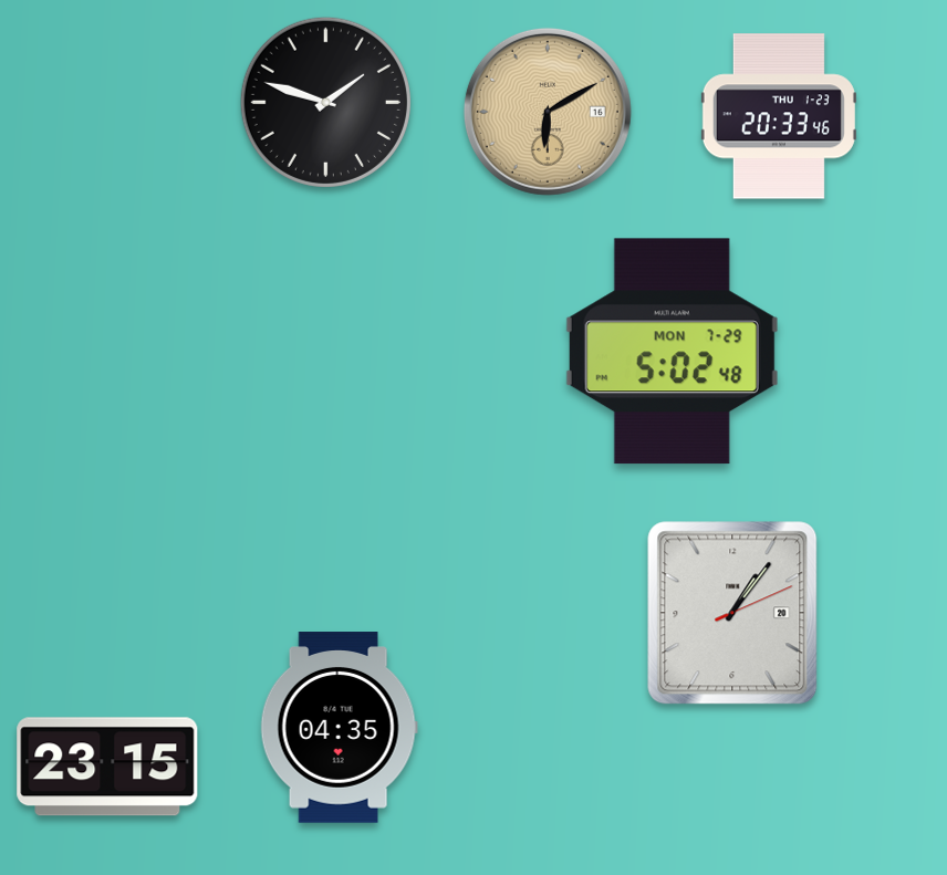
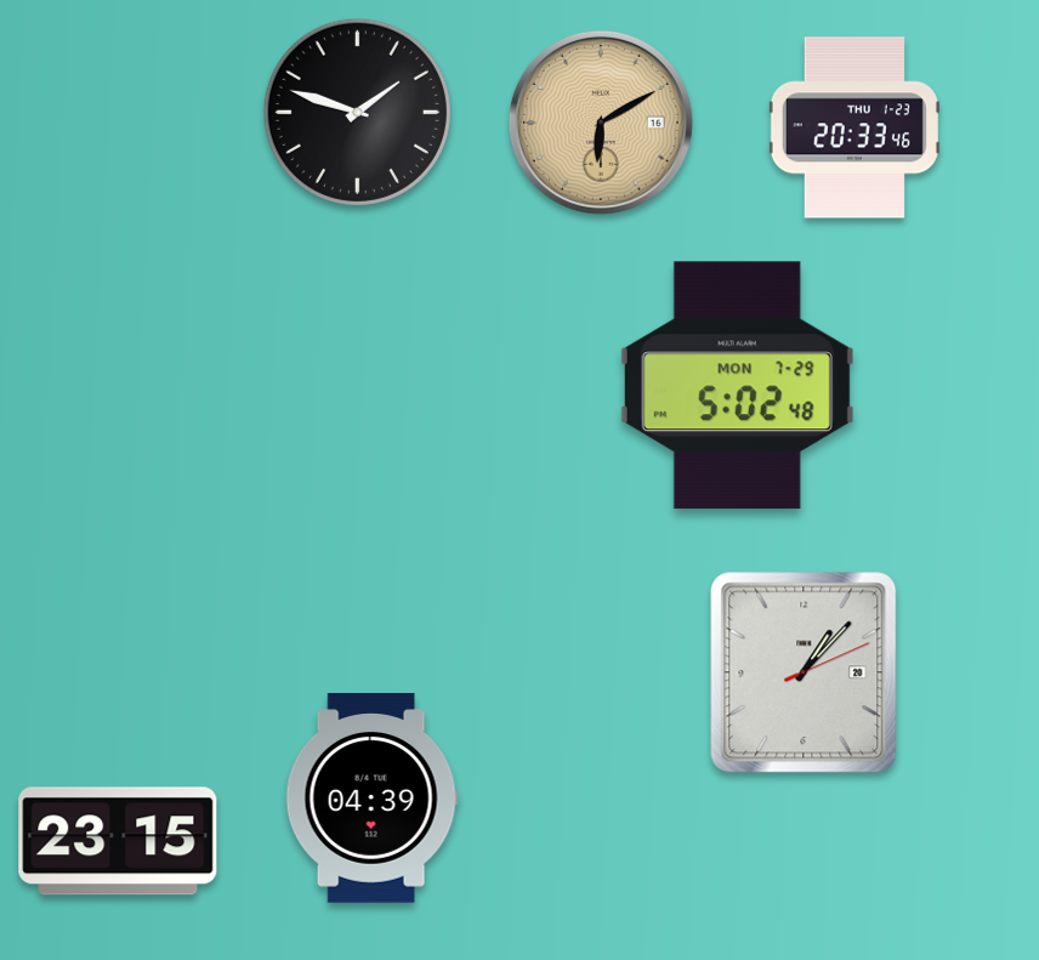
clock at (732, 613): 1:06 -> 1:07
clock at (339, 728): 04:35 -> 04:39
